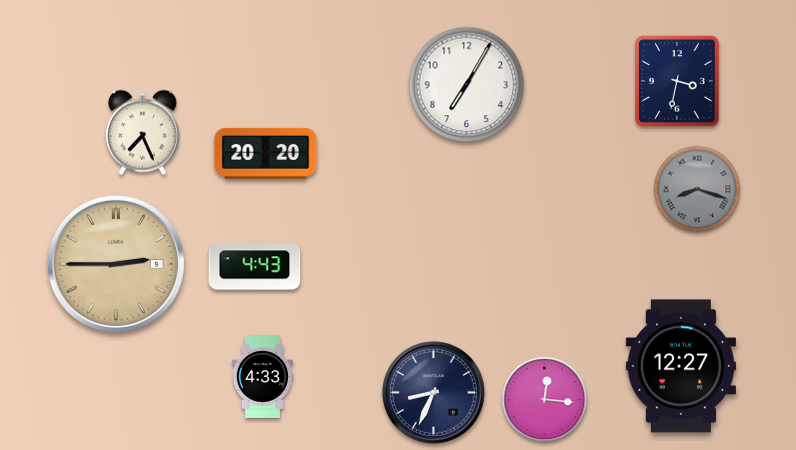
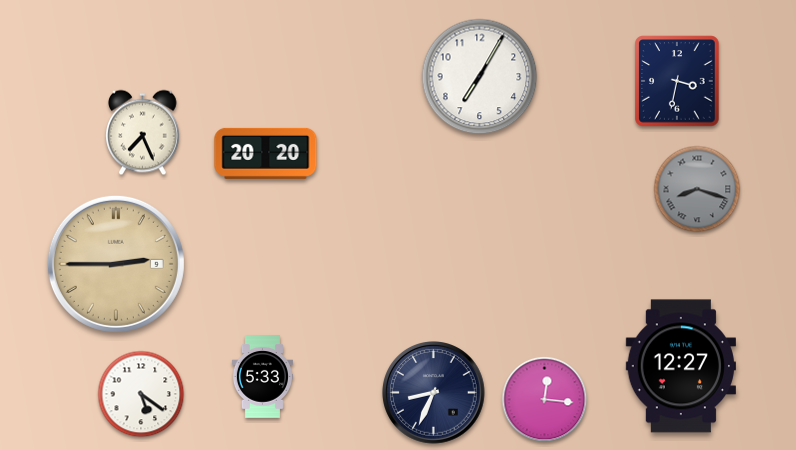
clock at (467, 85) position: (467, 85) -> (480, 77)
clock at (255, 267): 4:43 -> none
clock at (262, 377): 4:33 -> 5:33
clock at (141, 394): none -> 5:21
